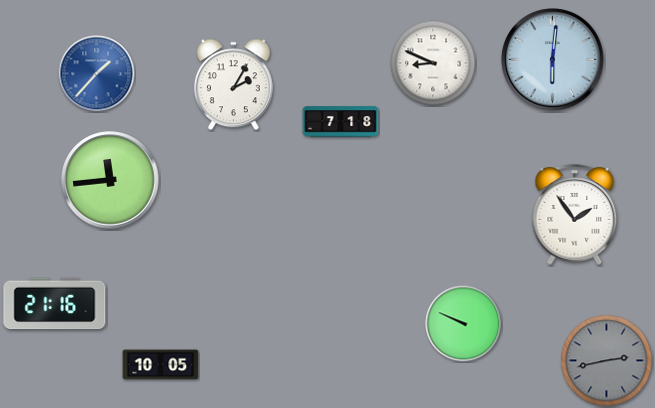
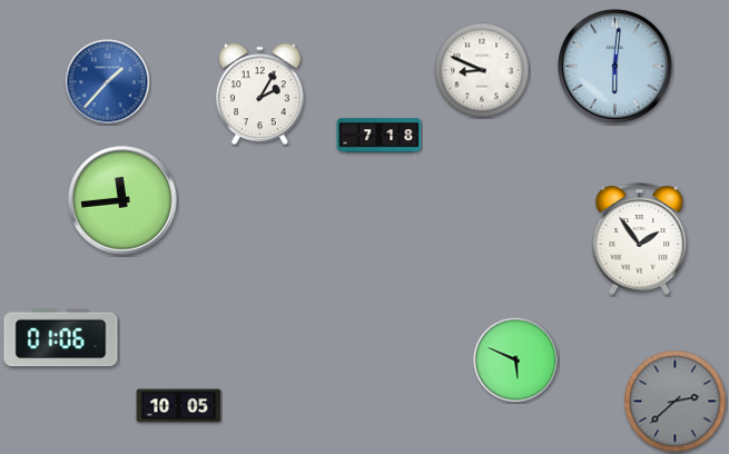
clock at (55, 304): 21:16 -> 01:06
clock at (464, 324): 9:49 -> 5:49
clock at (607, 361): 2:43 -> 2:38
